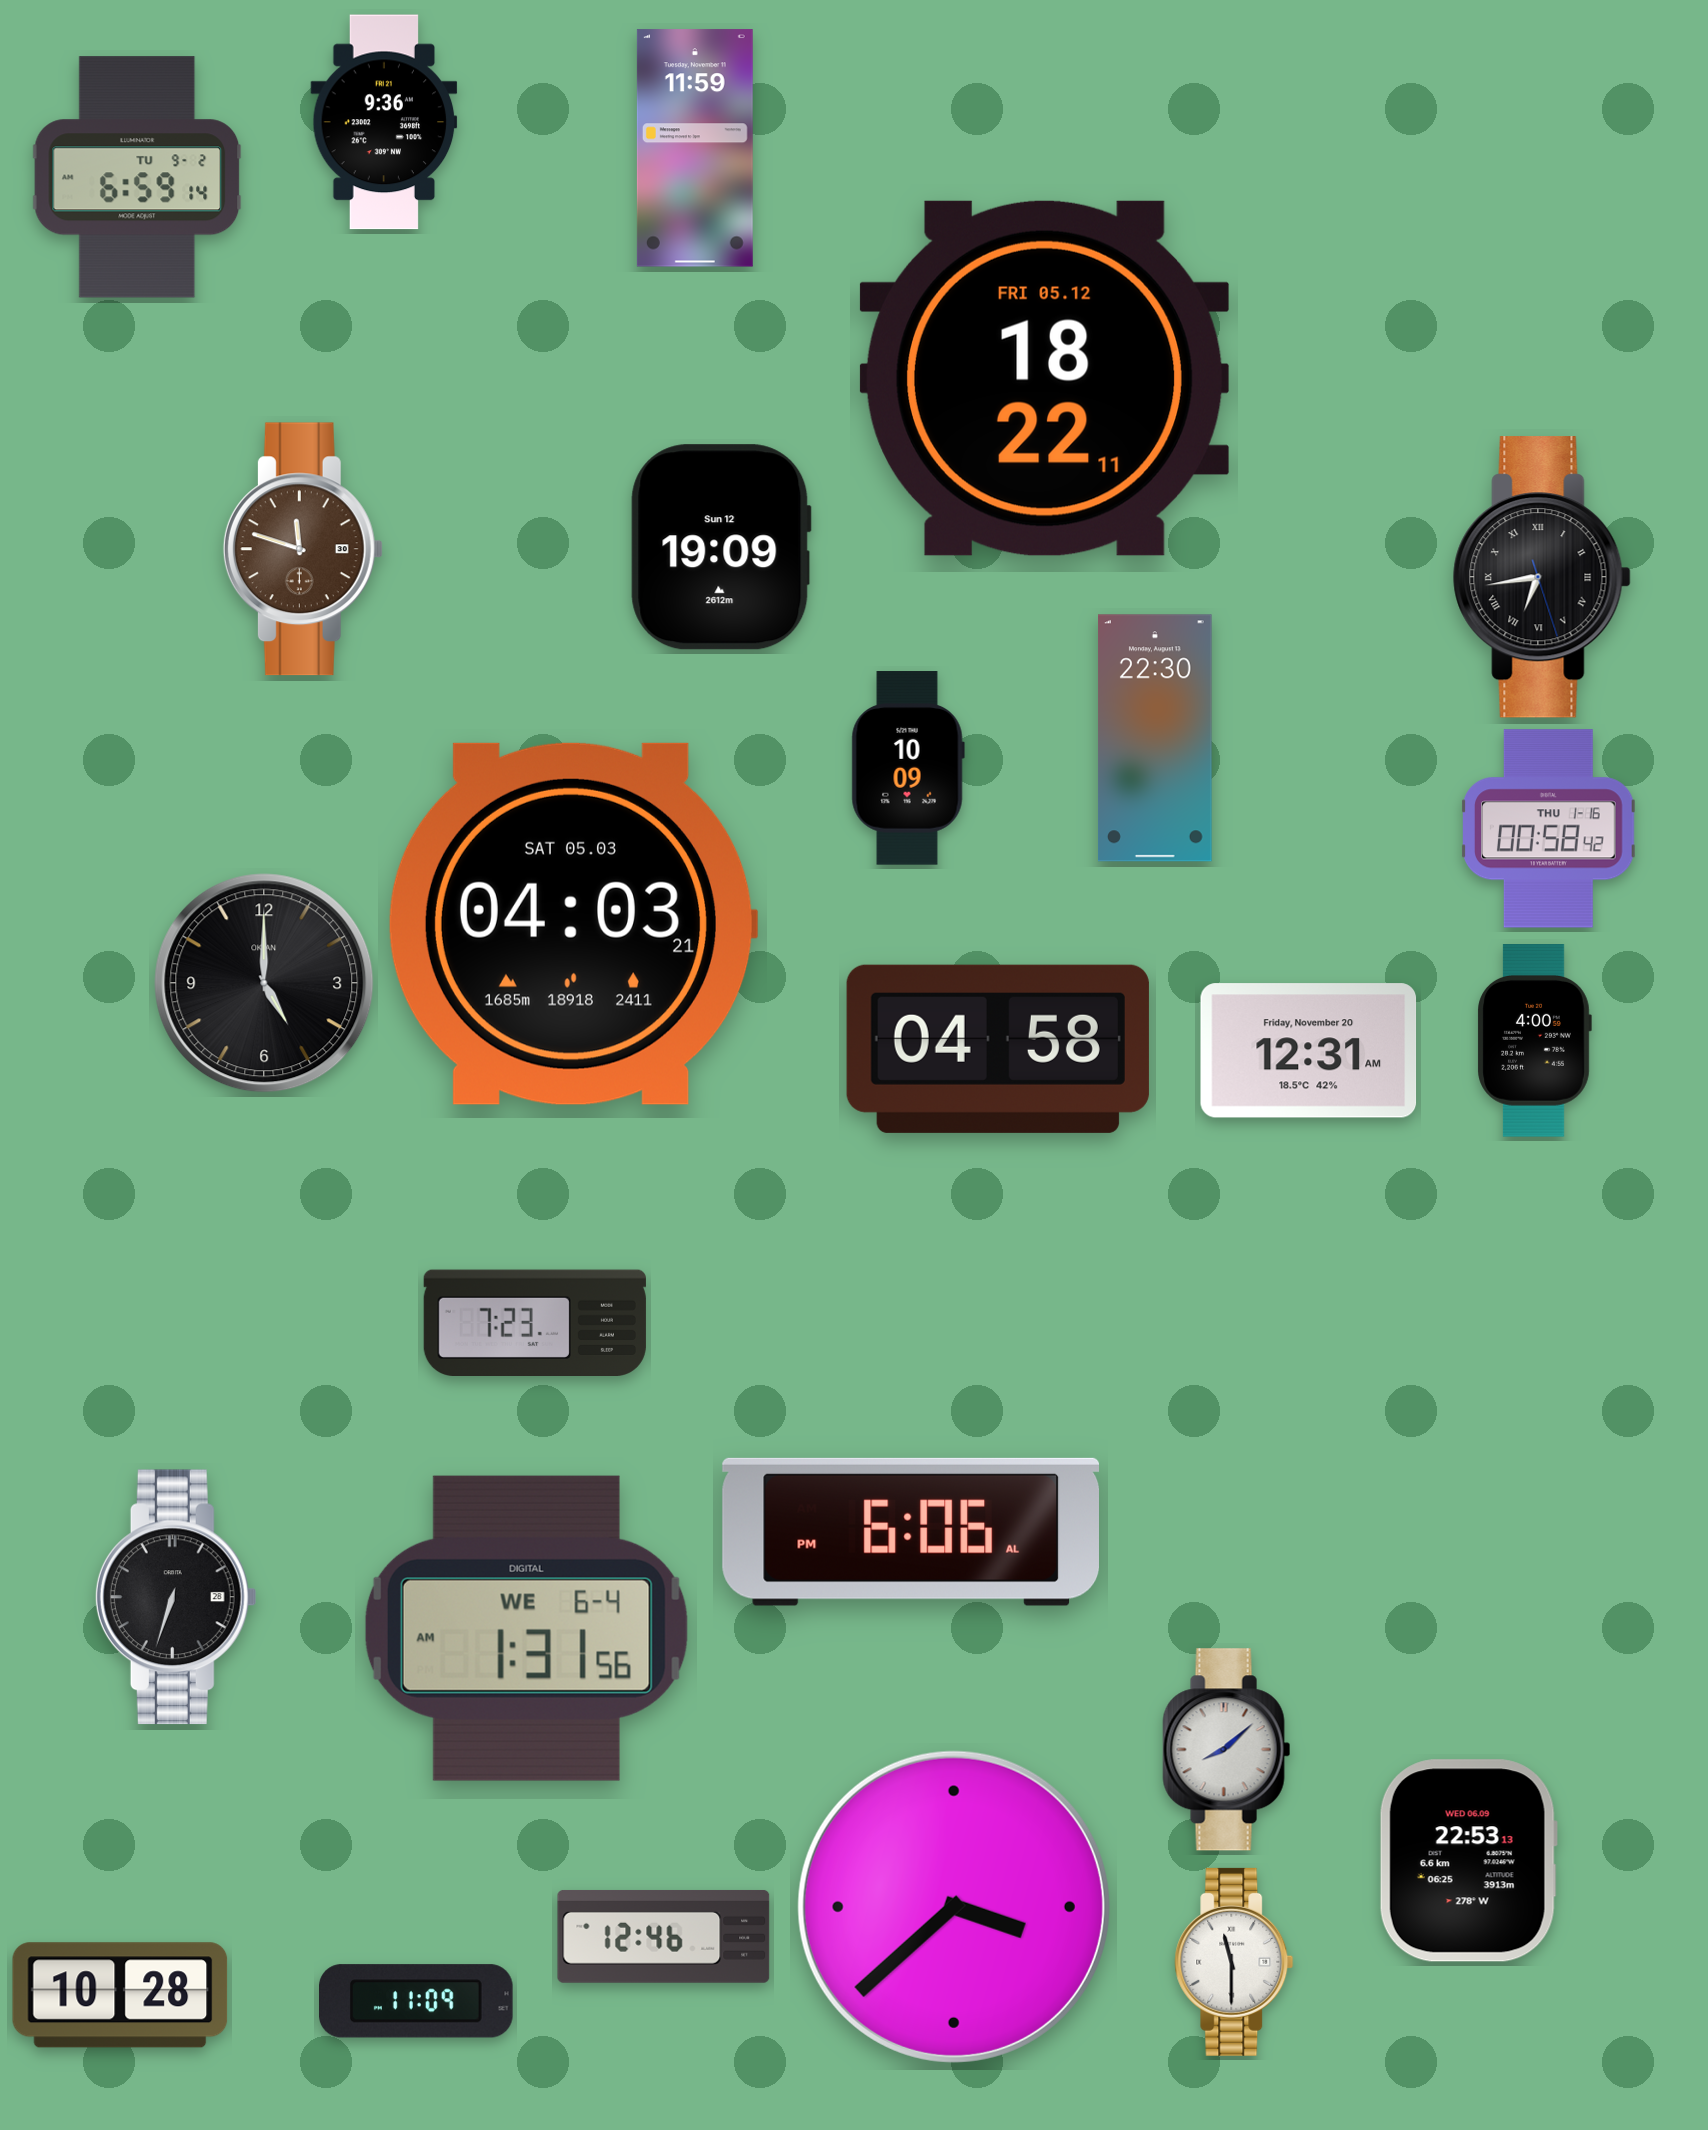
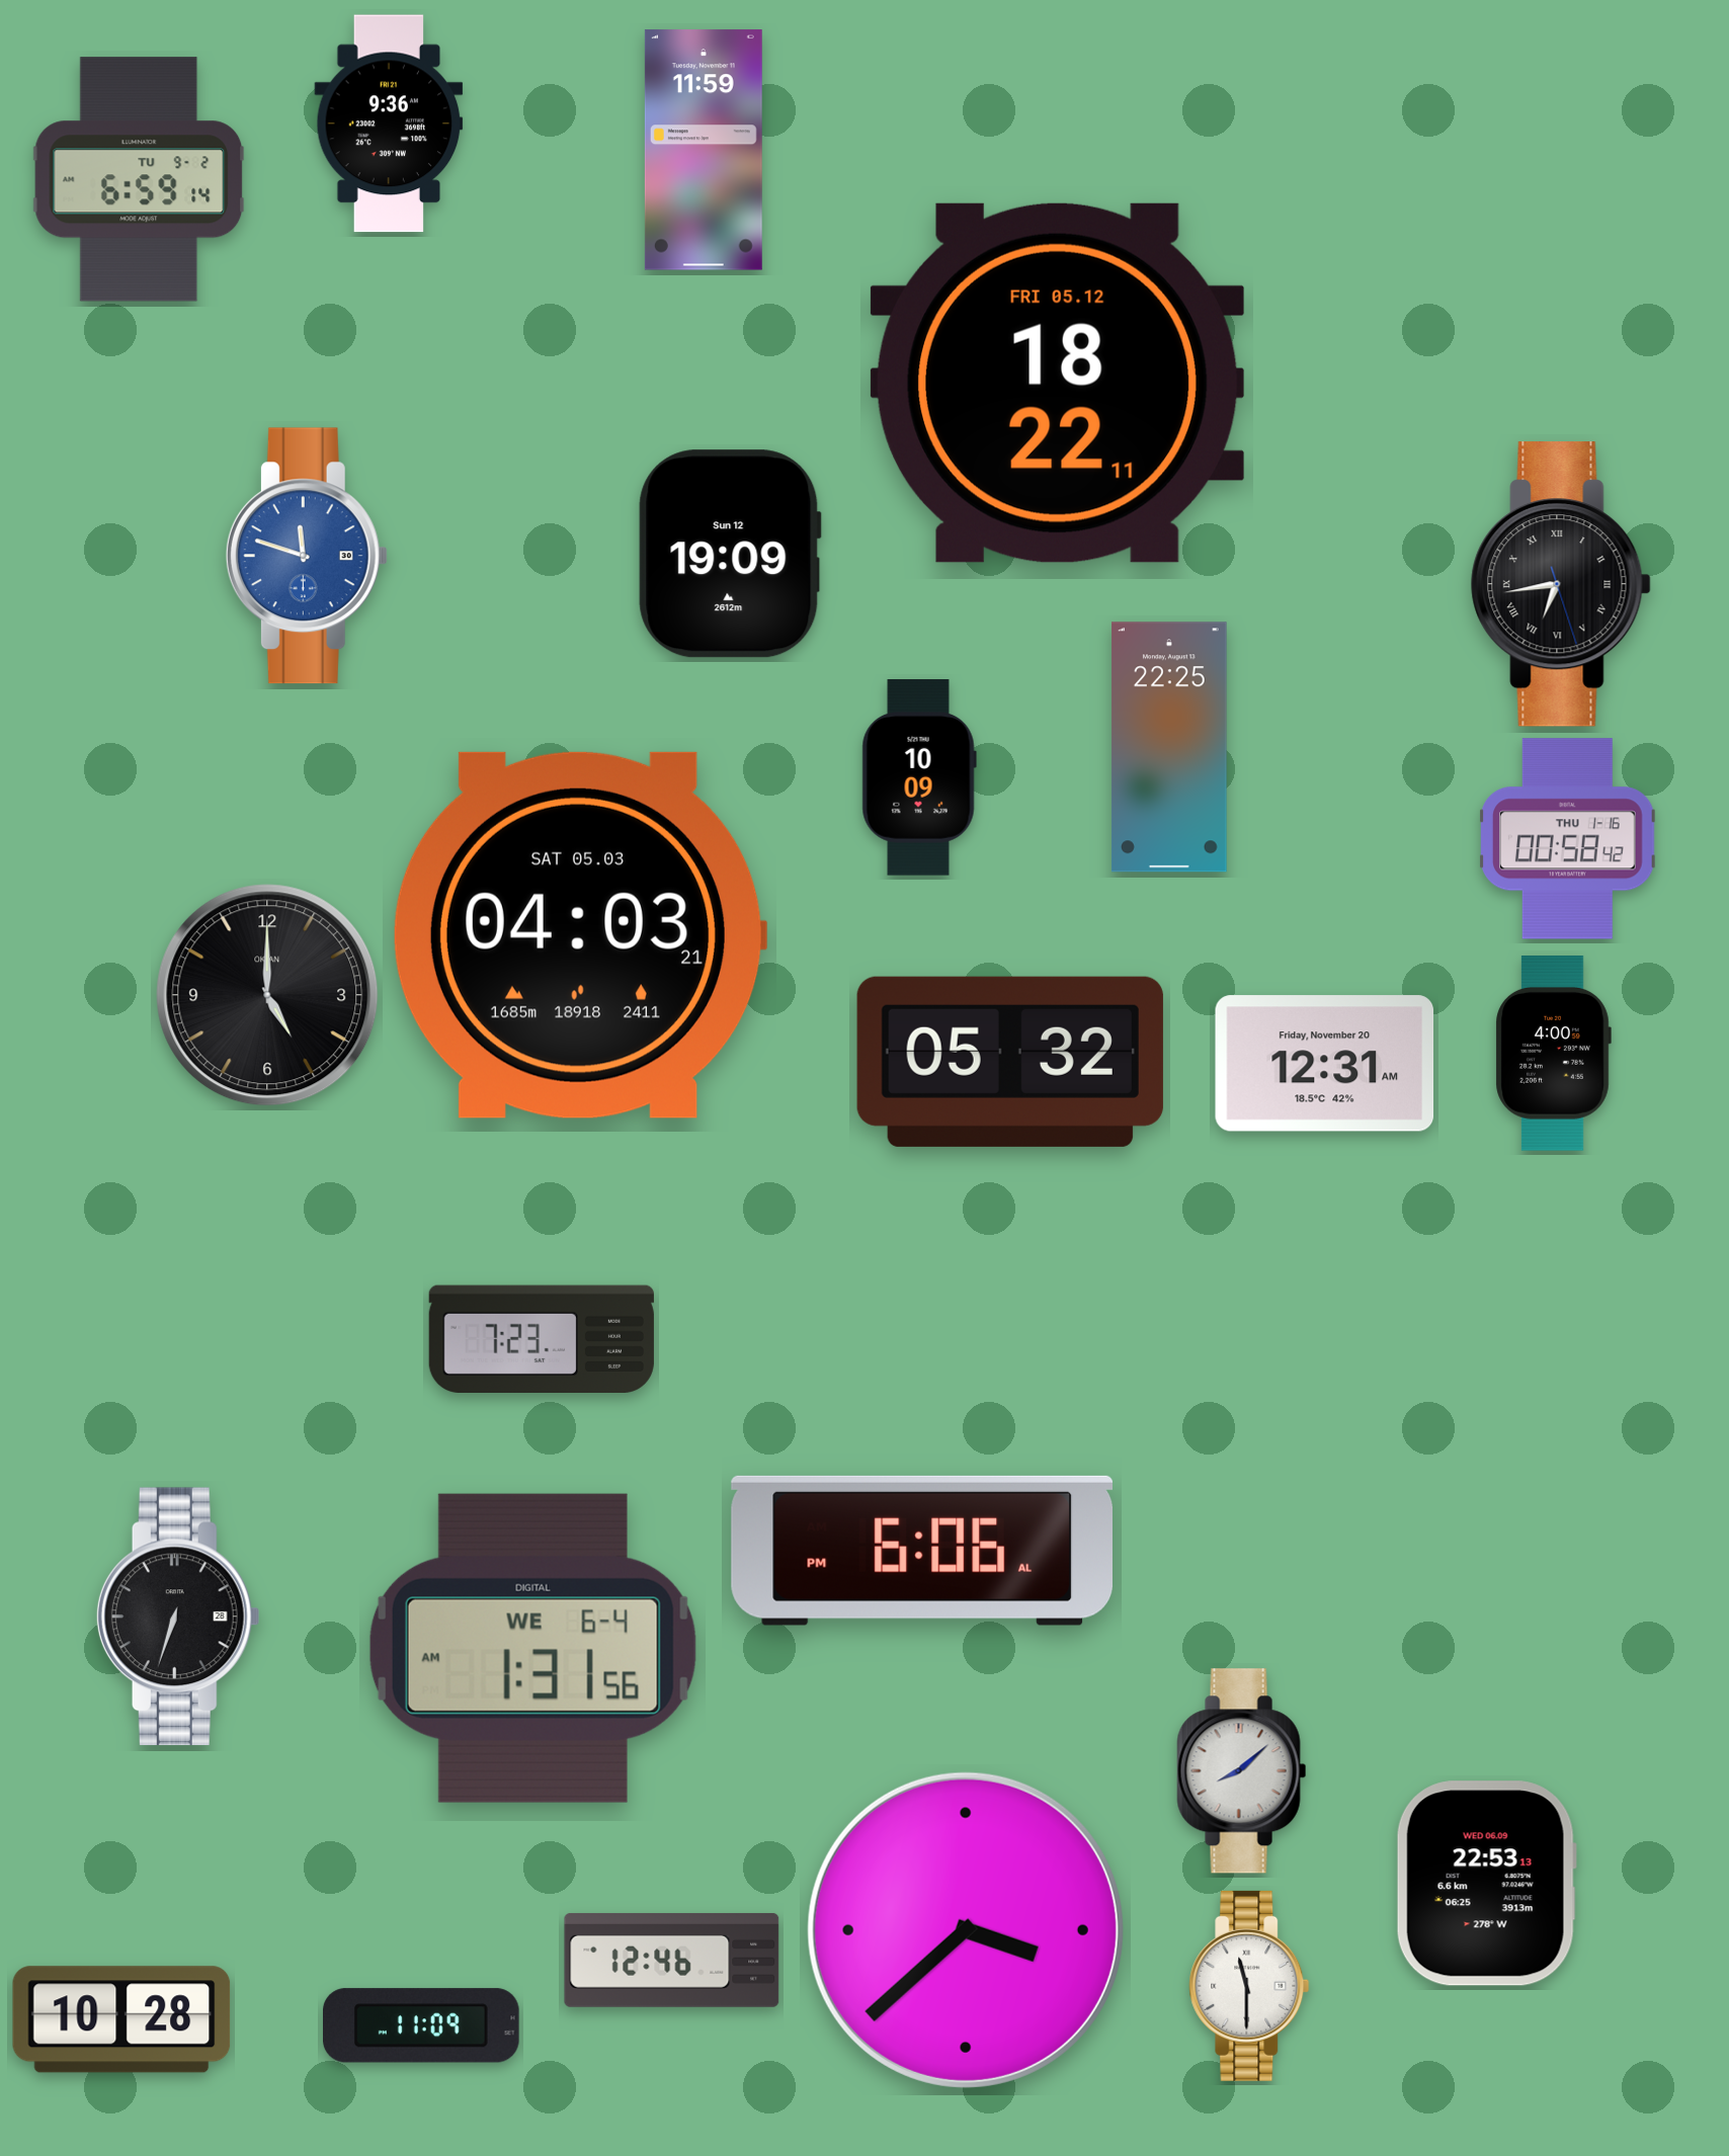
clock at (303, 549) dial: brown -> blue
clock at (1156, 738): 22:30 -> 22:25
clock at (998, 1049): 04:58 -> 05:32
